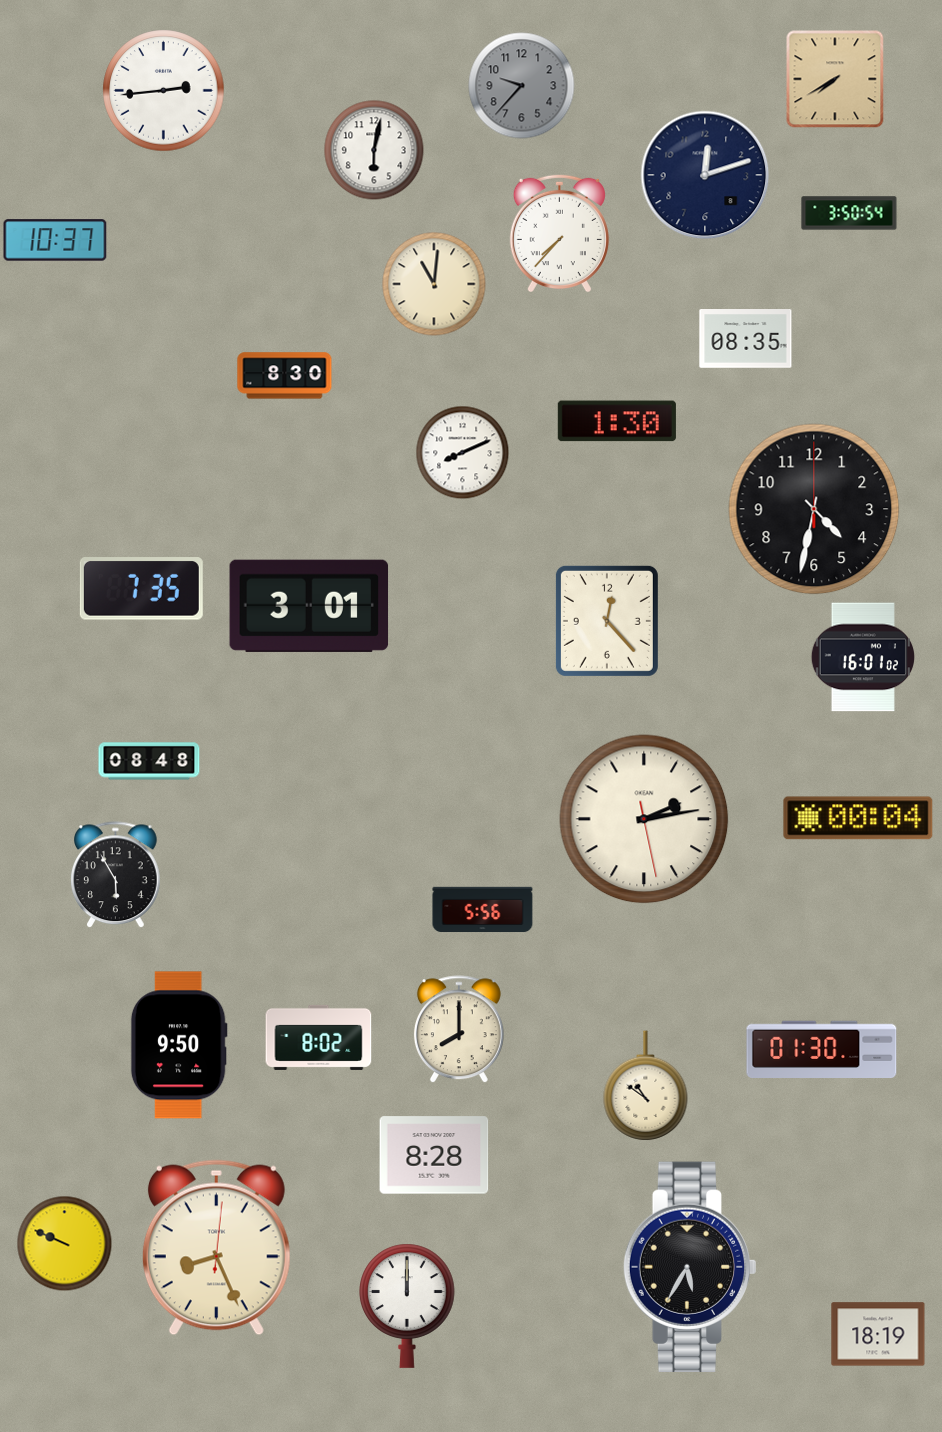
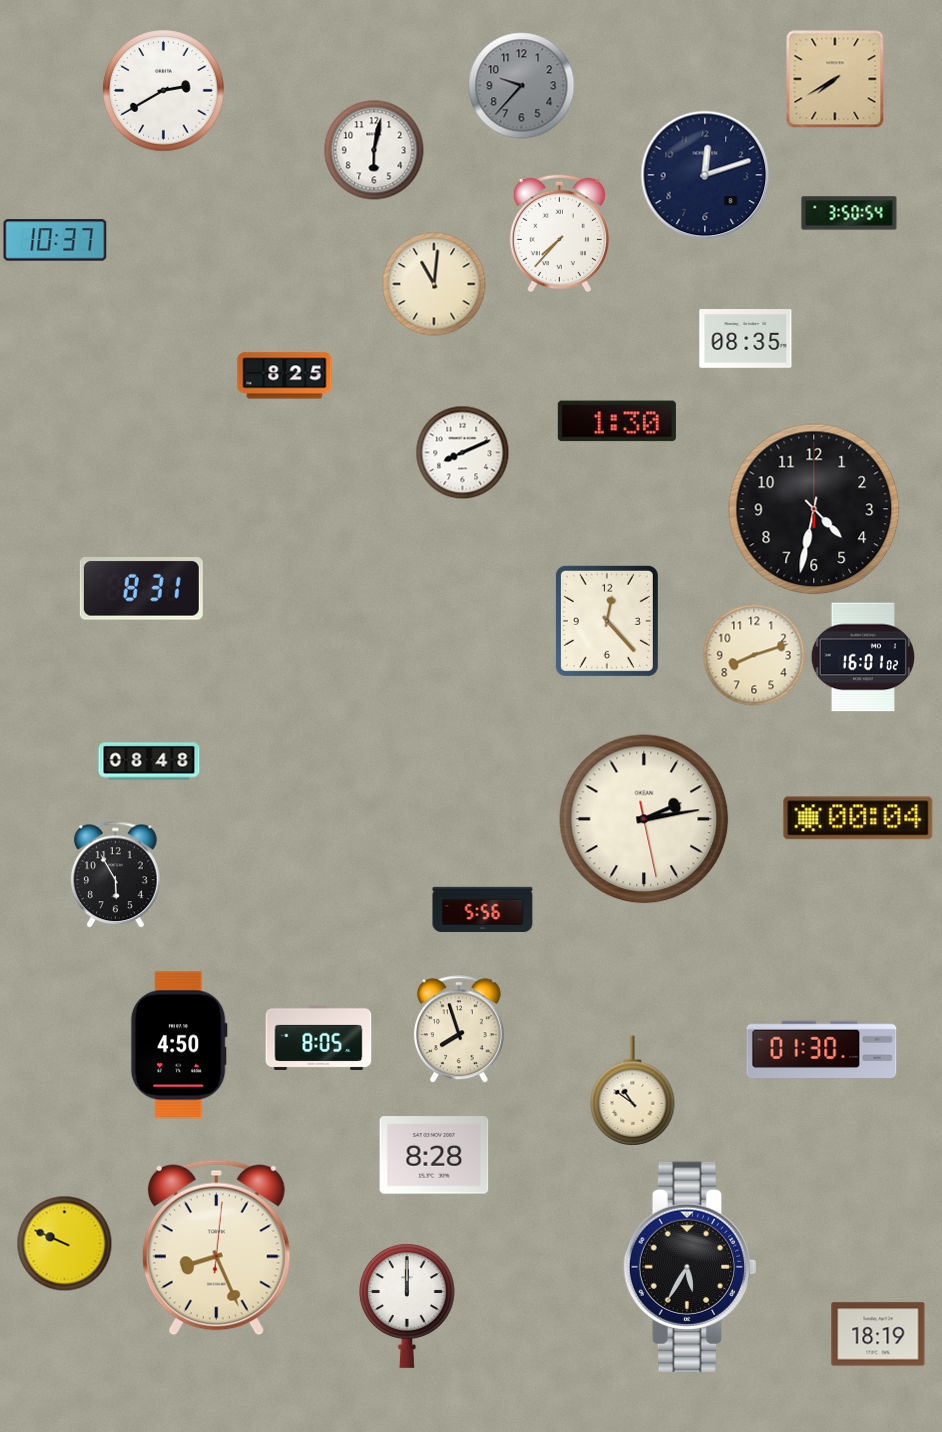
clock at (164, 91): 2:44 -> 2:40
clock at (285, 376): 8:30 -> 8:25
clock at (141, 589): 7:35 -> 8:31
clock at (309, 606): 3:01 -> none
clock at (754, 655): none -> 8:12
clock at (459, 1029): 8:00 -> 7:57
clock at (319, 1037): 8:02 -> 8:05
clock at (179, 1045): 9:50 -> 4:50
clock at (646, 1086) position: (646, 1086) -> (633, 1091)
